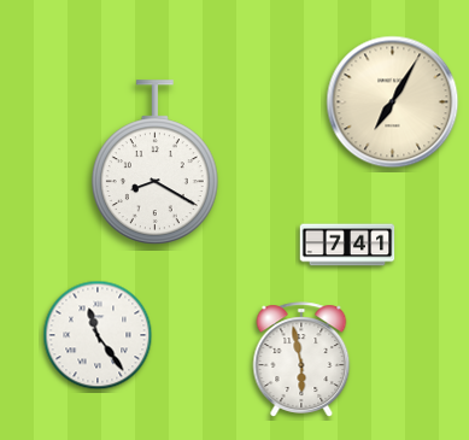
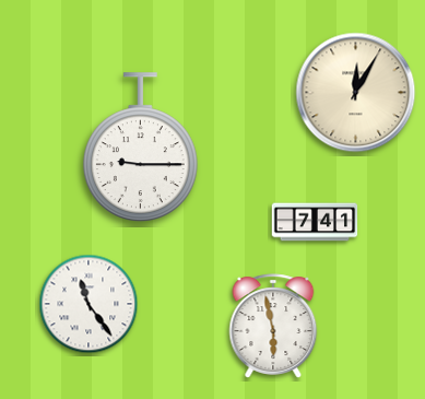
clock at (393, 102): 7:05 -> 12:05
clock at (154, 162): 8:20 -> 9:15
